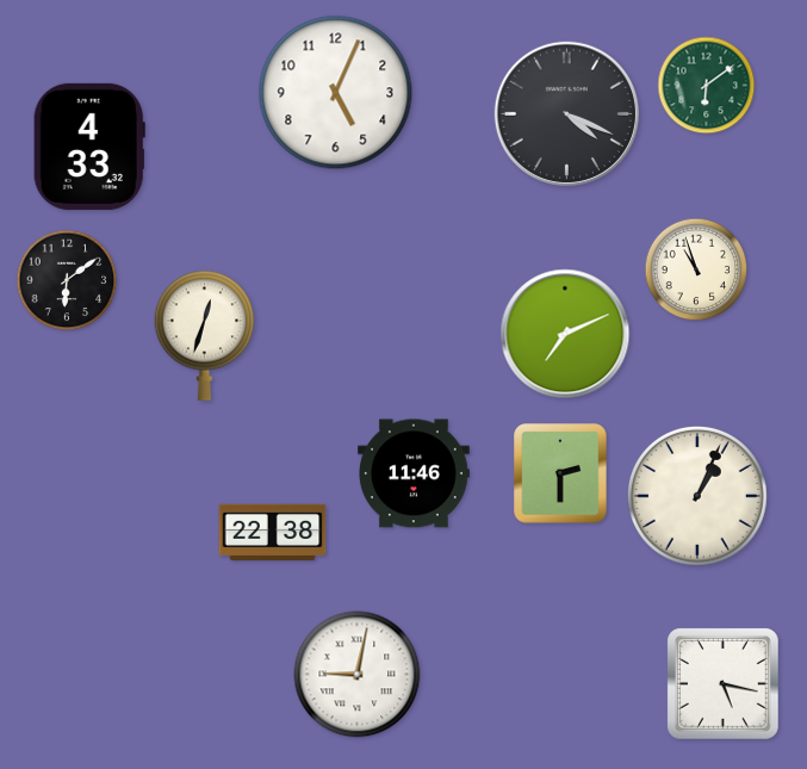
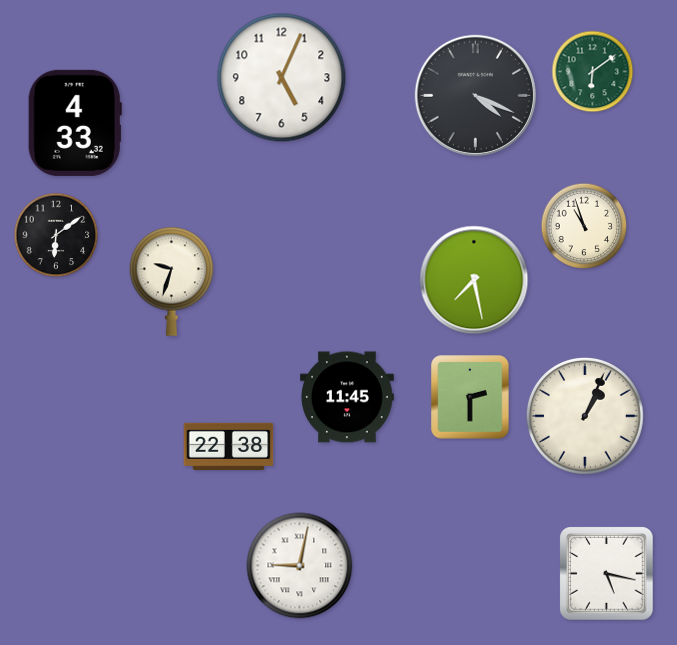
clock at (565, 334): 7:11 -> 7:28
clock at (205, 335): 12:33 -> 9:33
clock at (415, 473): 11:46 -> 11:45
